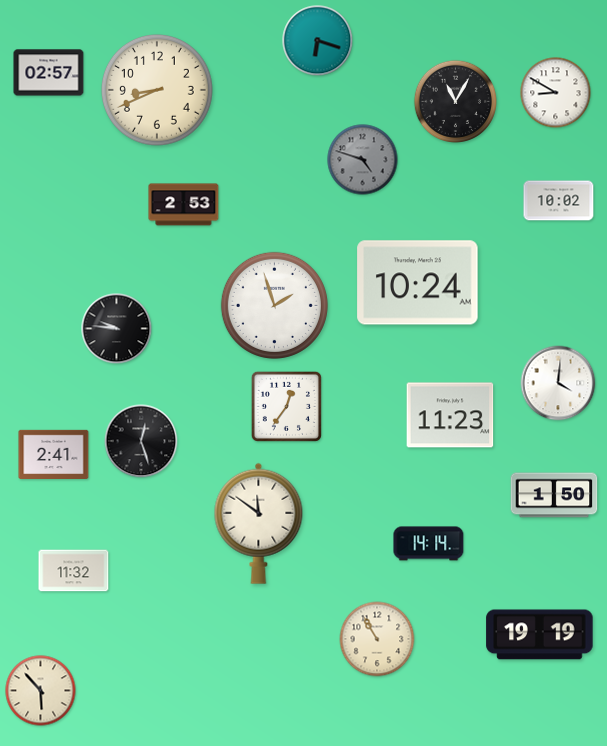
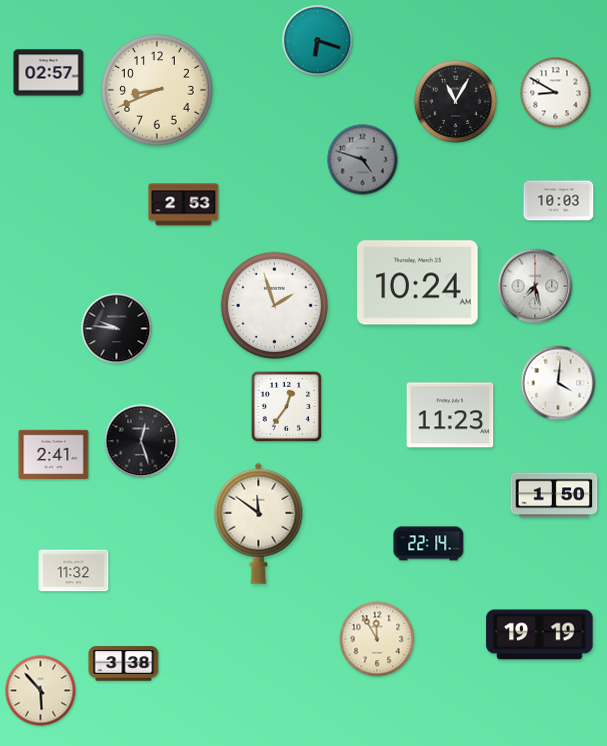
clock at (559, 201): 10:02 -> 10:03
clock at (535, 286): none -> 7:28
clock at (429, 544): 14:14 -> 22:14
clock at (377, 639): 10:55 -> 11:55
clock at (124, 664): none -> 3:38
